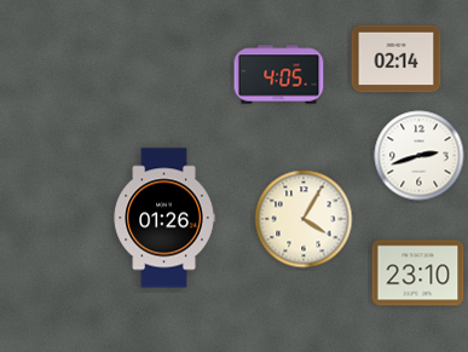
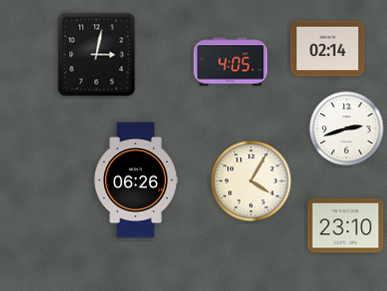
clock at (97, 55): none -> 3:02
clock at (164, 218): 01:26 -> 06:26
